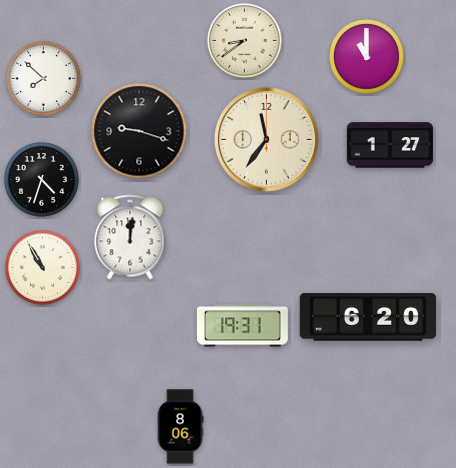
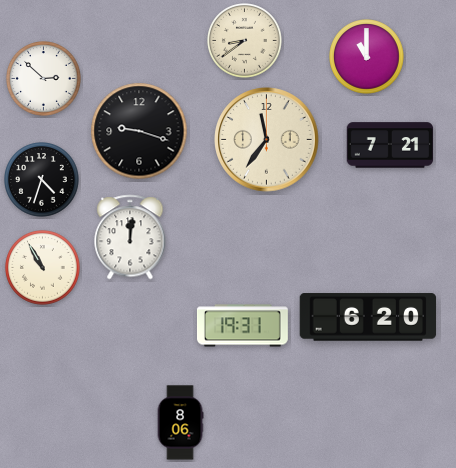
clock at (44, 79): 7:52 -> 2:52
clock at (390, 145): 1:27 -> 7:21
clock at (180, 427) position: (180, 427) -> (180, 423)
